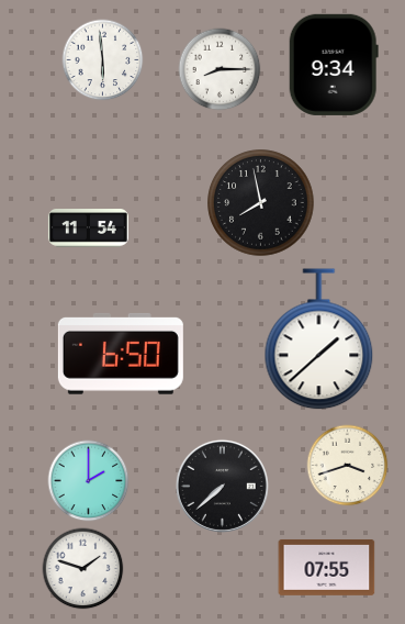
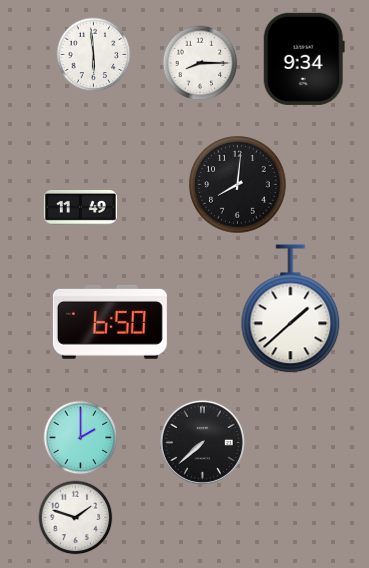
clock at (261, 203): 7:58 -> 8:01
clock at (88, 229): 11:54 -> 11:49
clock at (348, 466): 3:42 -> none
clock at (327, 567): 07:55 -> none
